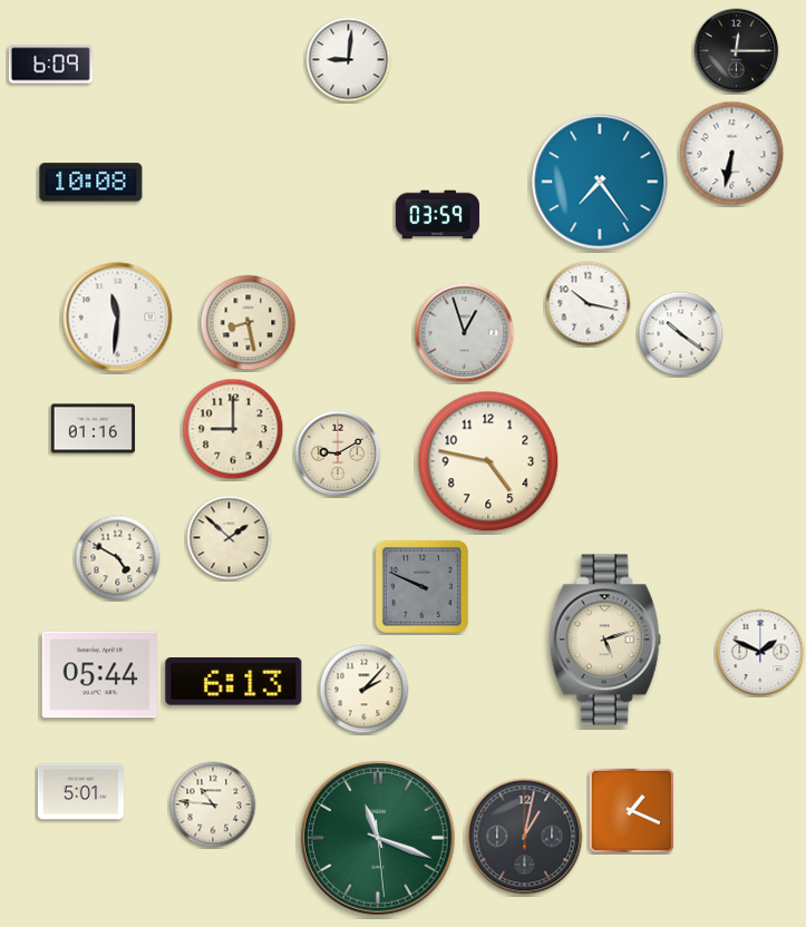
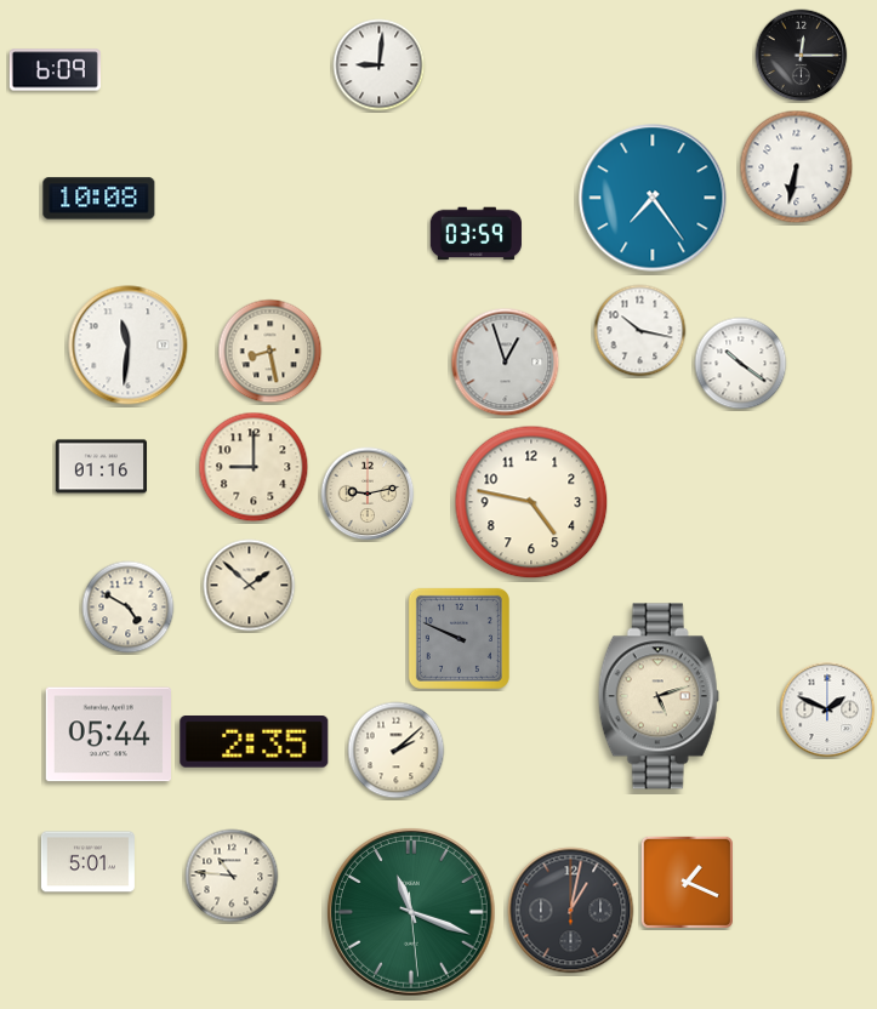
clock at (338, 453): 9:10 -> 9:13
clock at (234, 682): 6:13 -> 2:35
clock at (365, 690): 2:07 -> 2:08
